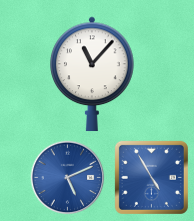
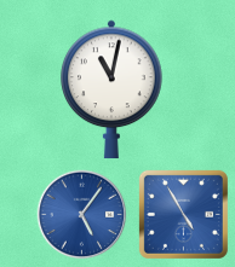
clock at (92, 74): 11:07 -> 11:02
clock at (68, 178): 5:11 -> 5:06
